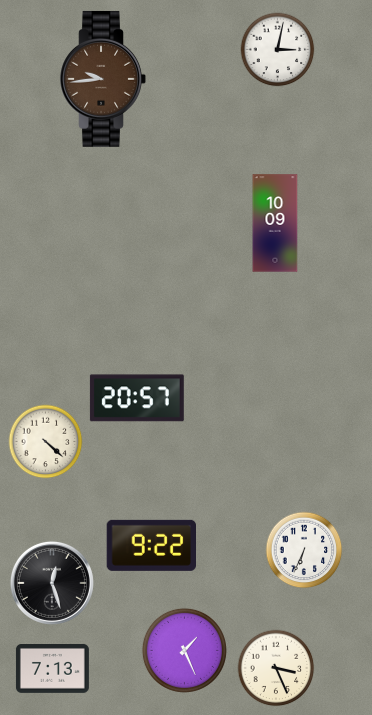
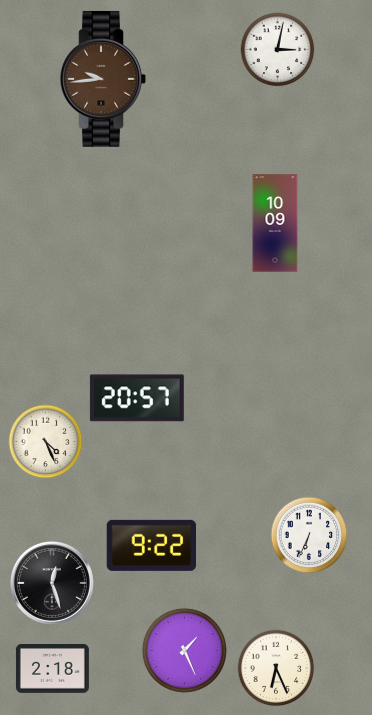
clock at (46, 442): 4:22 -> 4:26
clock at (304, 550) position: (304, 550) -> (309, 535)
clock at (276, 668): 3:26 -> 6:26
clock at (52, 669): 7:13 -> 2:18
